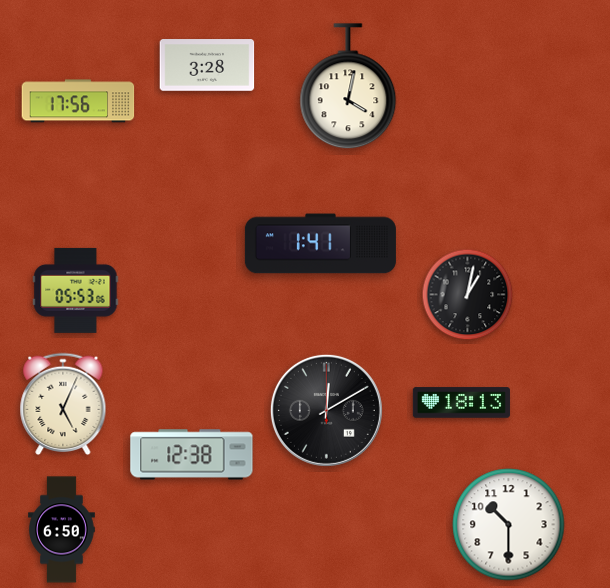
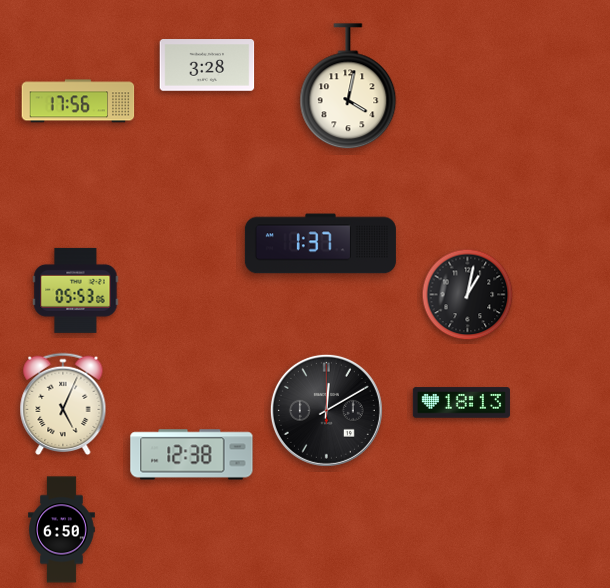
clock at (320, 244): 1:41 -> 1:37
clock at (509, 525): 10:30 -> none
